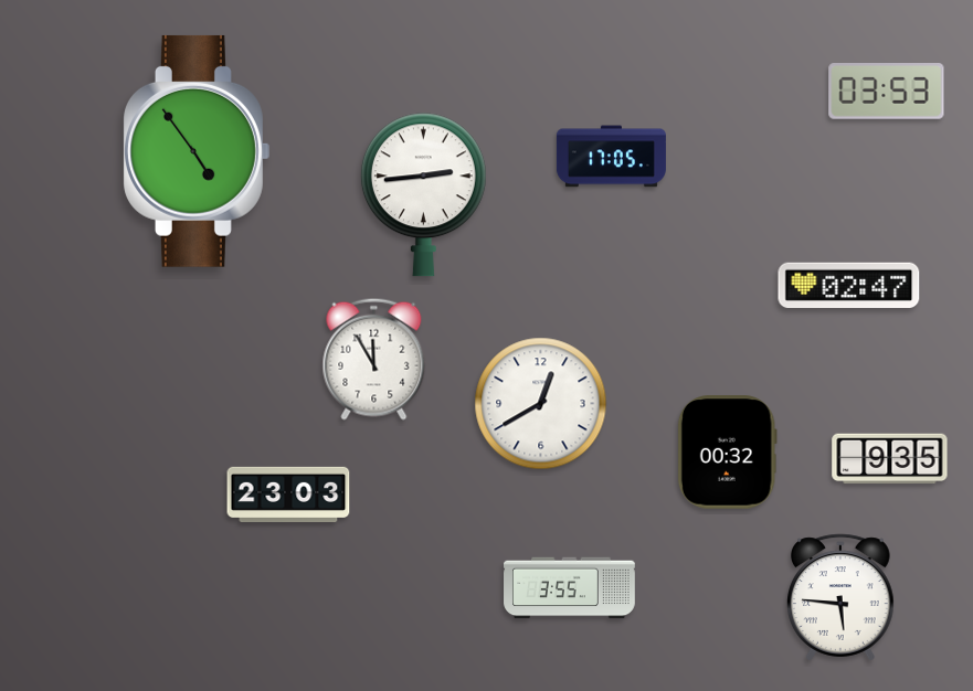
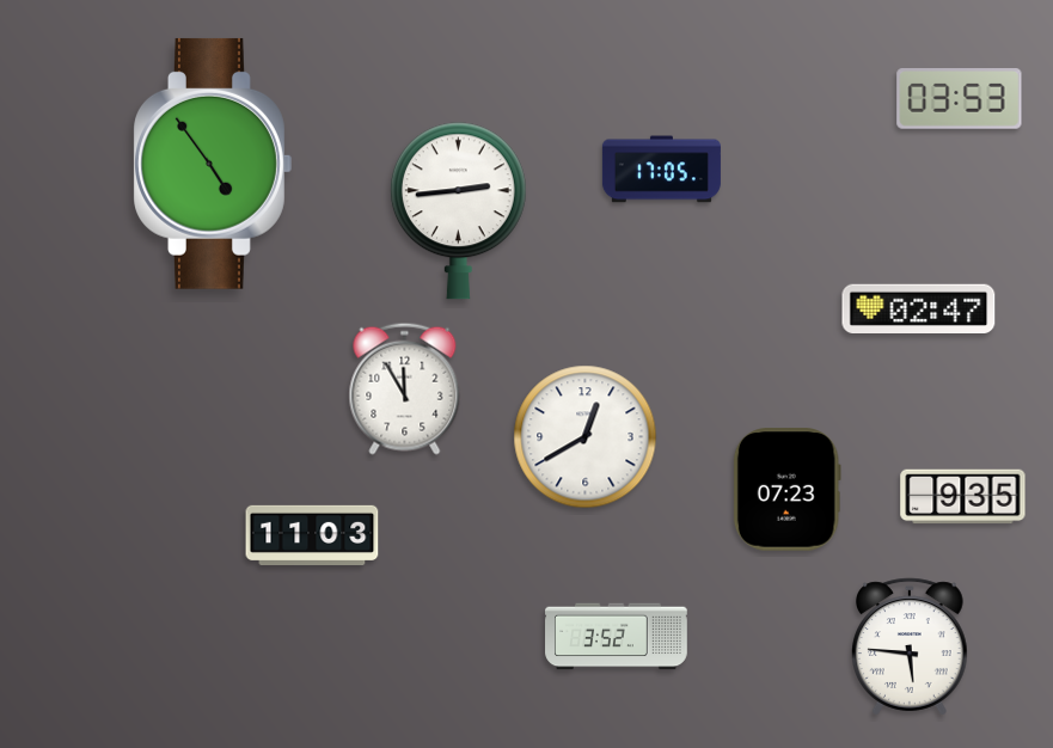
clock at (727, 453): 00:32 -> 07:23
clock at (288, 493): 23:03 -> 11:03
clock at (570, 588): 3:55 -> 3:52
